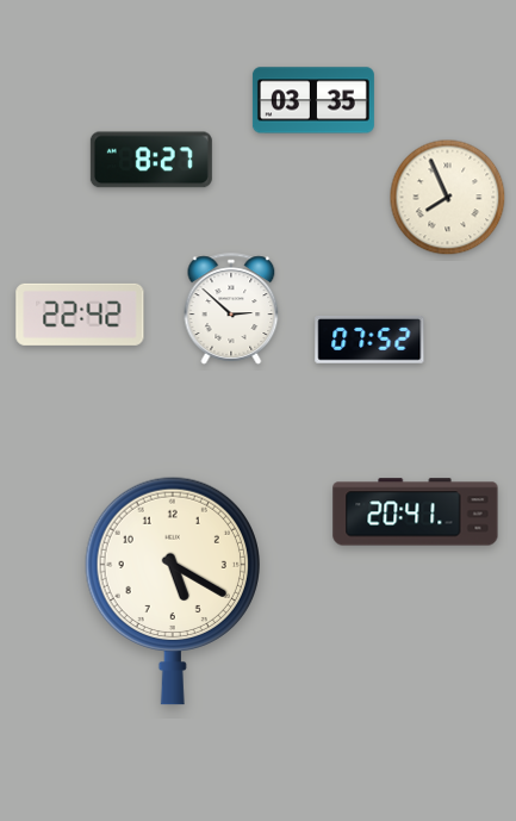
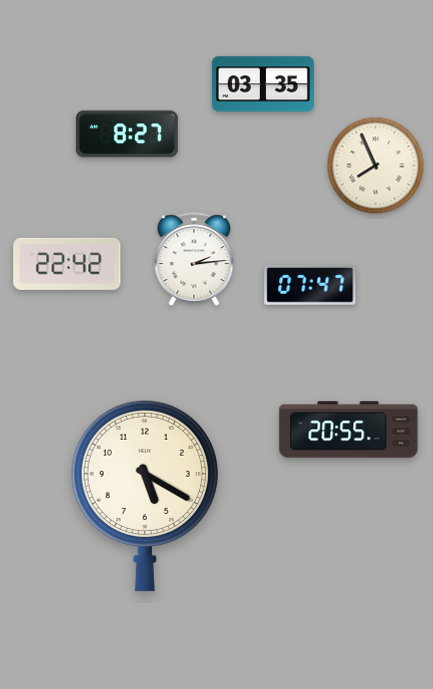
clock at (231, 309): 2:52 -> 2:14
clock at (369, 340): 07:52 -> 07:47
clock at (416, 512): 20:41 -> 20:55
